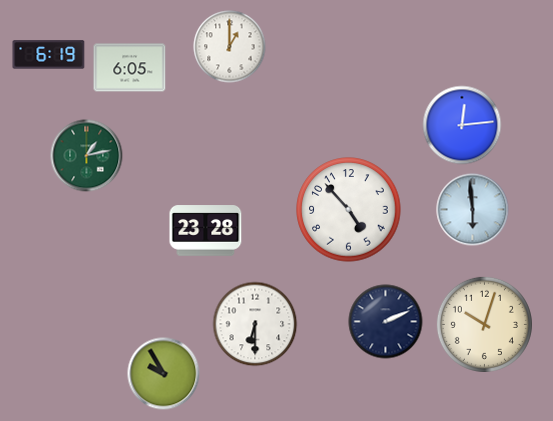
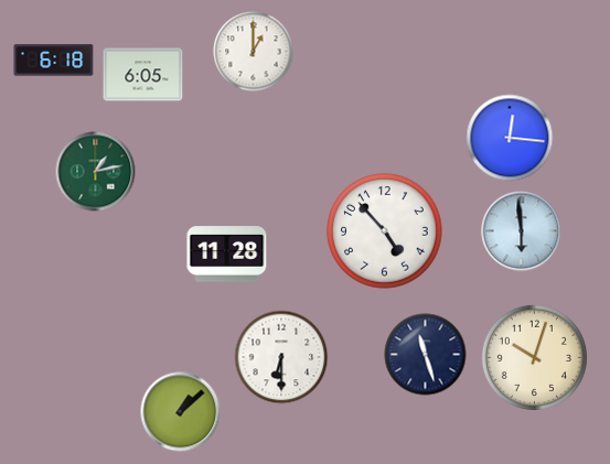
clock at (49, 55): 6:19 -> 6:18
clock at (462, 125): 12:14 -> 12:16
clock at (206, 231): 23:28 -> 11:28
clock at (386, 322): 2:11 -> 11:27
clock at (164, 374): 9:55 -> 1:08
